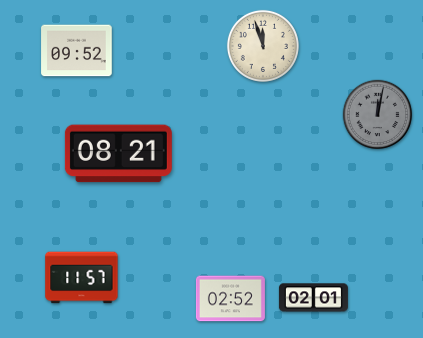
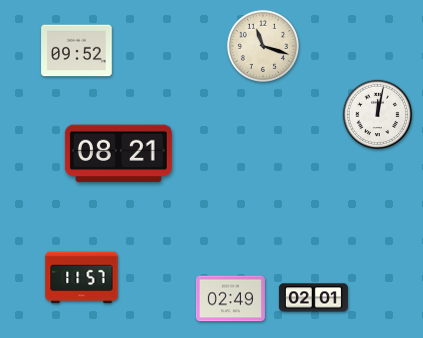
clock at (263, 46): 11:57 -> 11:18
clock at (378, 115) dial: grey -> white
clock at (230, 299): 02:52 -> 02:49
